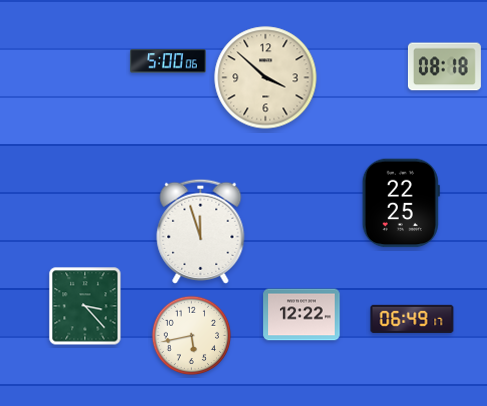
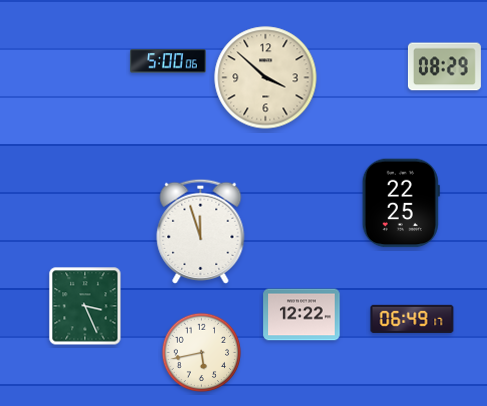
clock at (444, 67): 08:18 -> 08:29
clock at (85, 306): 3:23 -> 3:26
clock at (192, 336) position: (192, 336) -> (202, 353)
